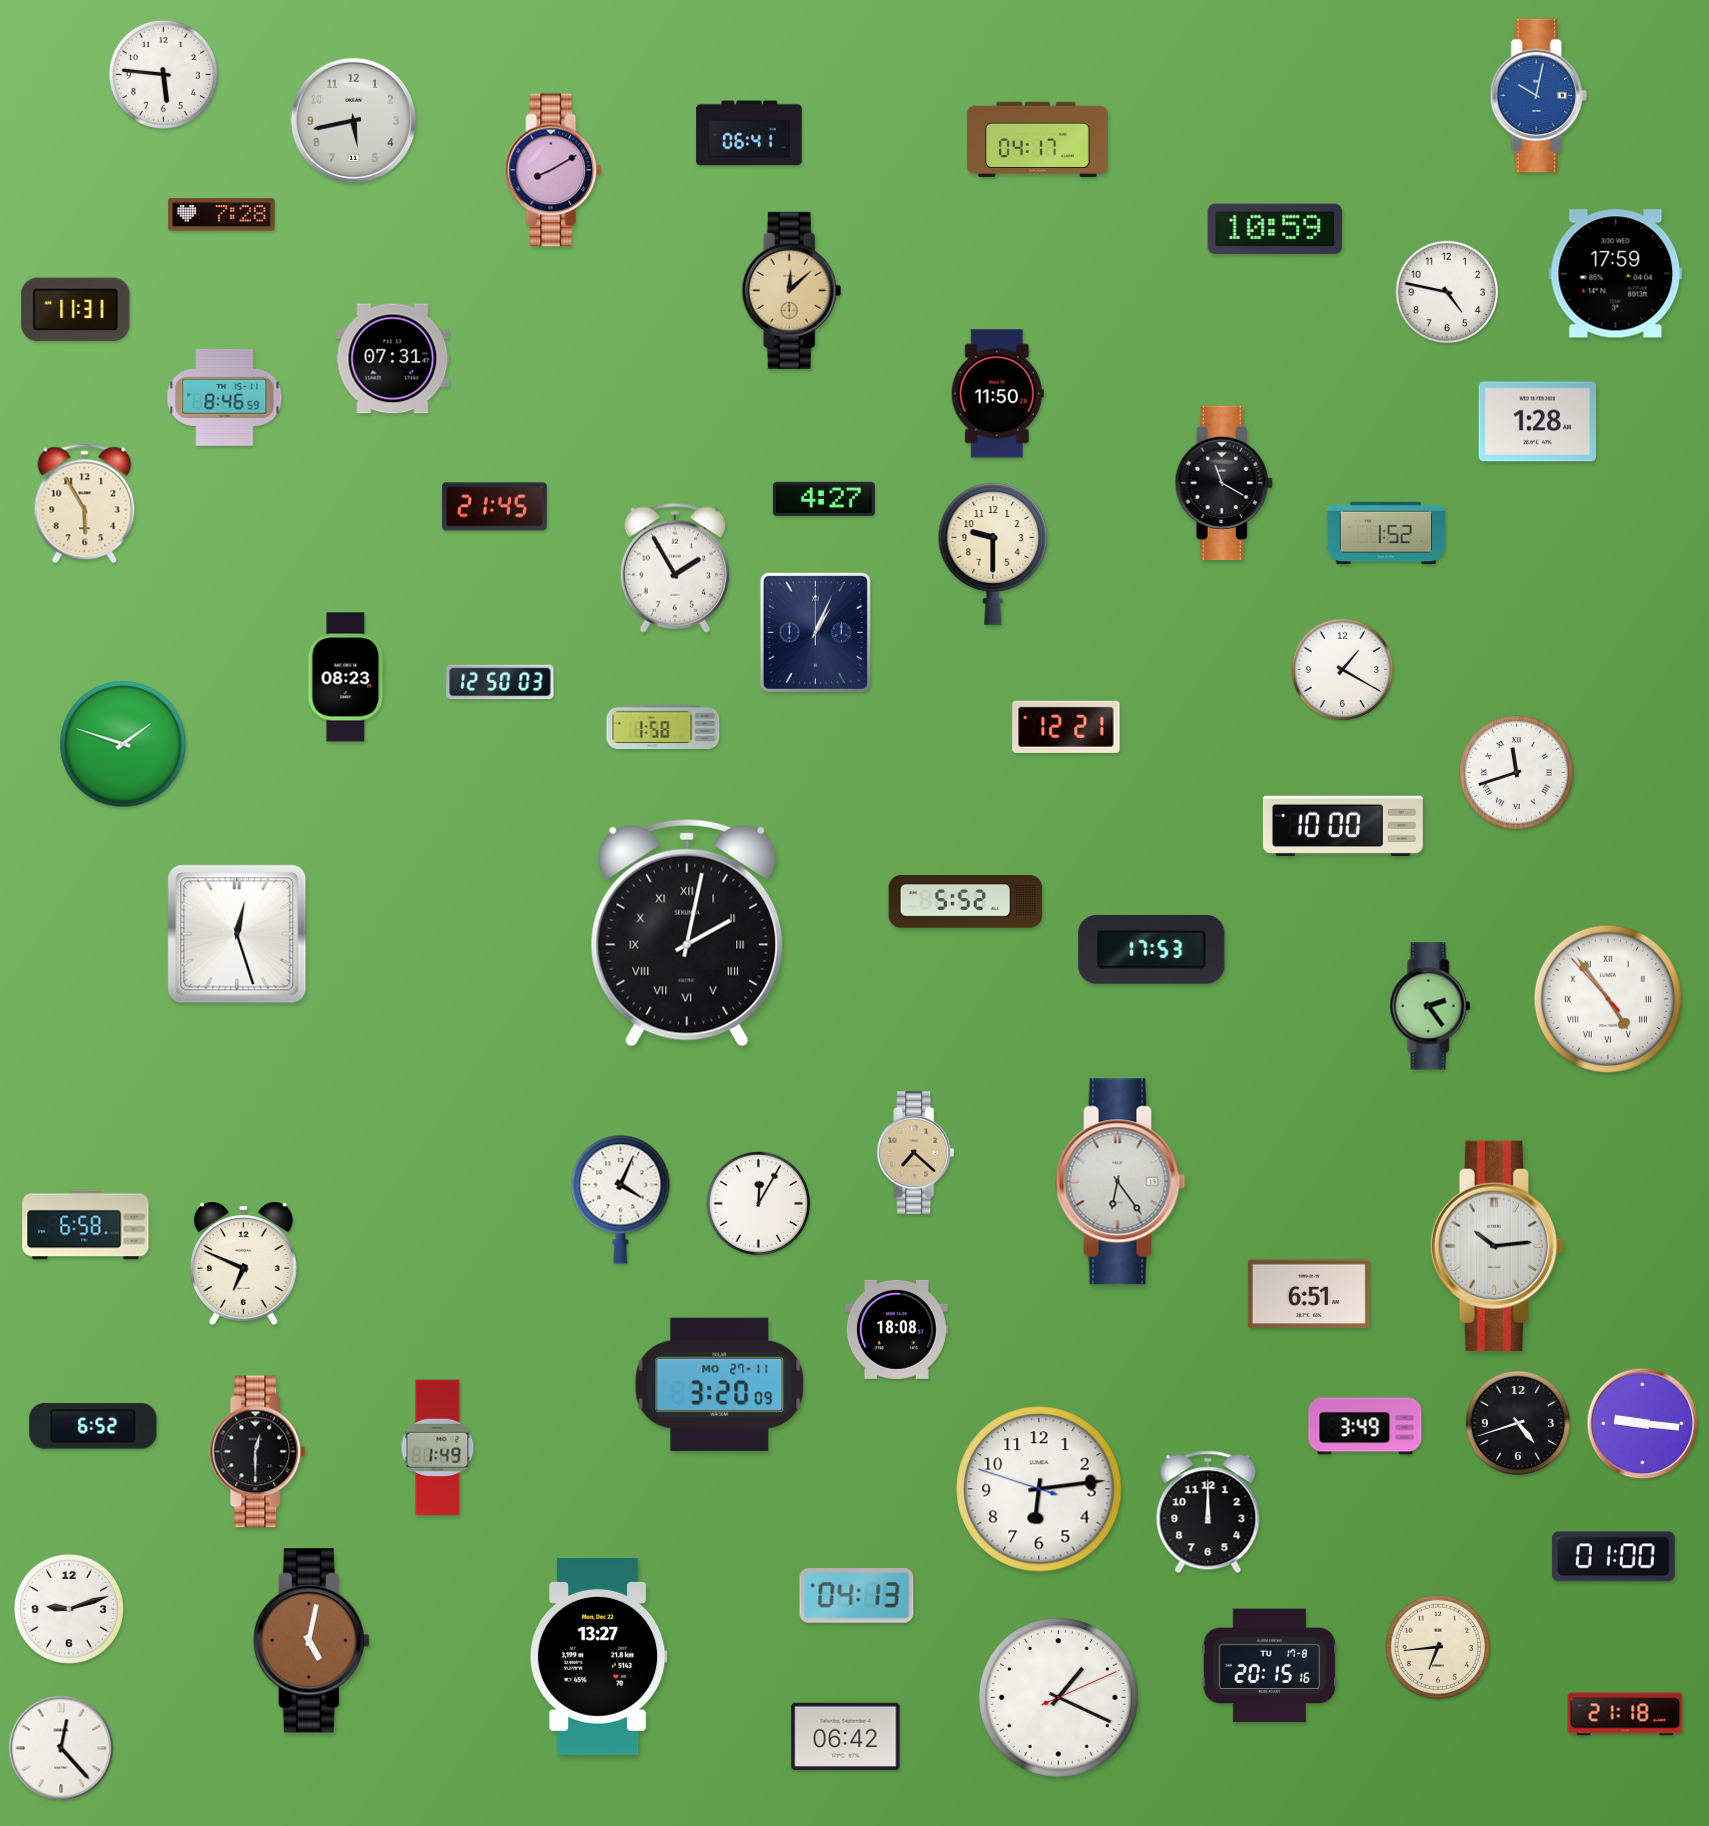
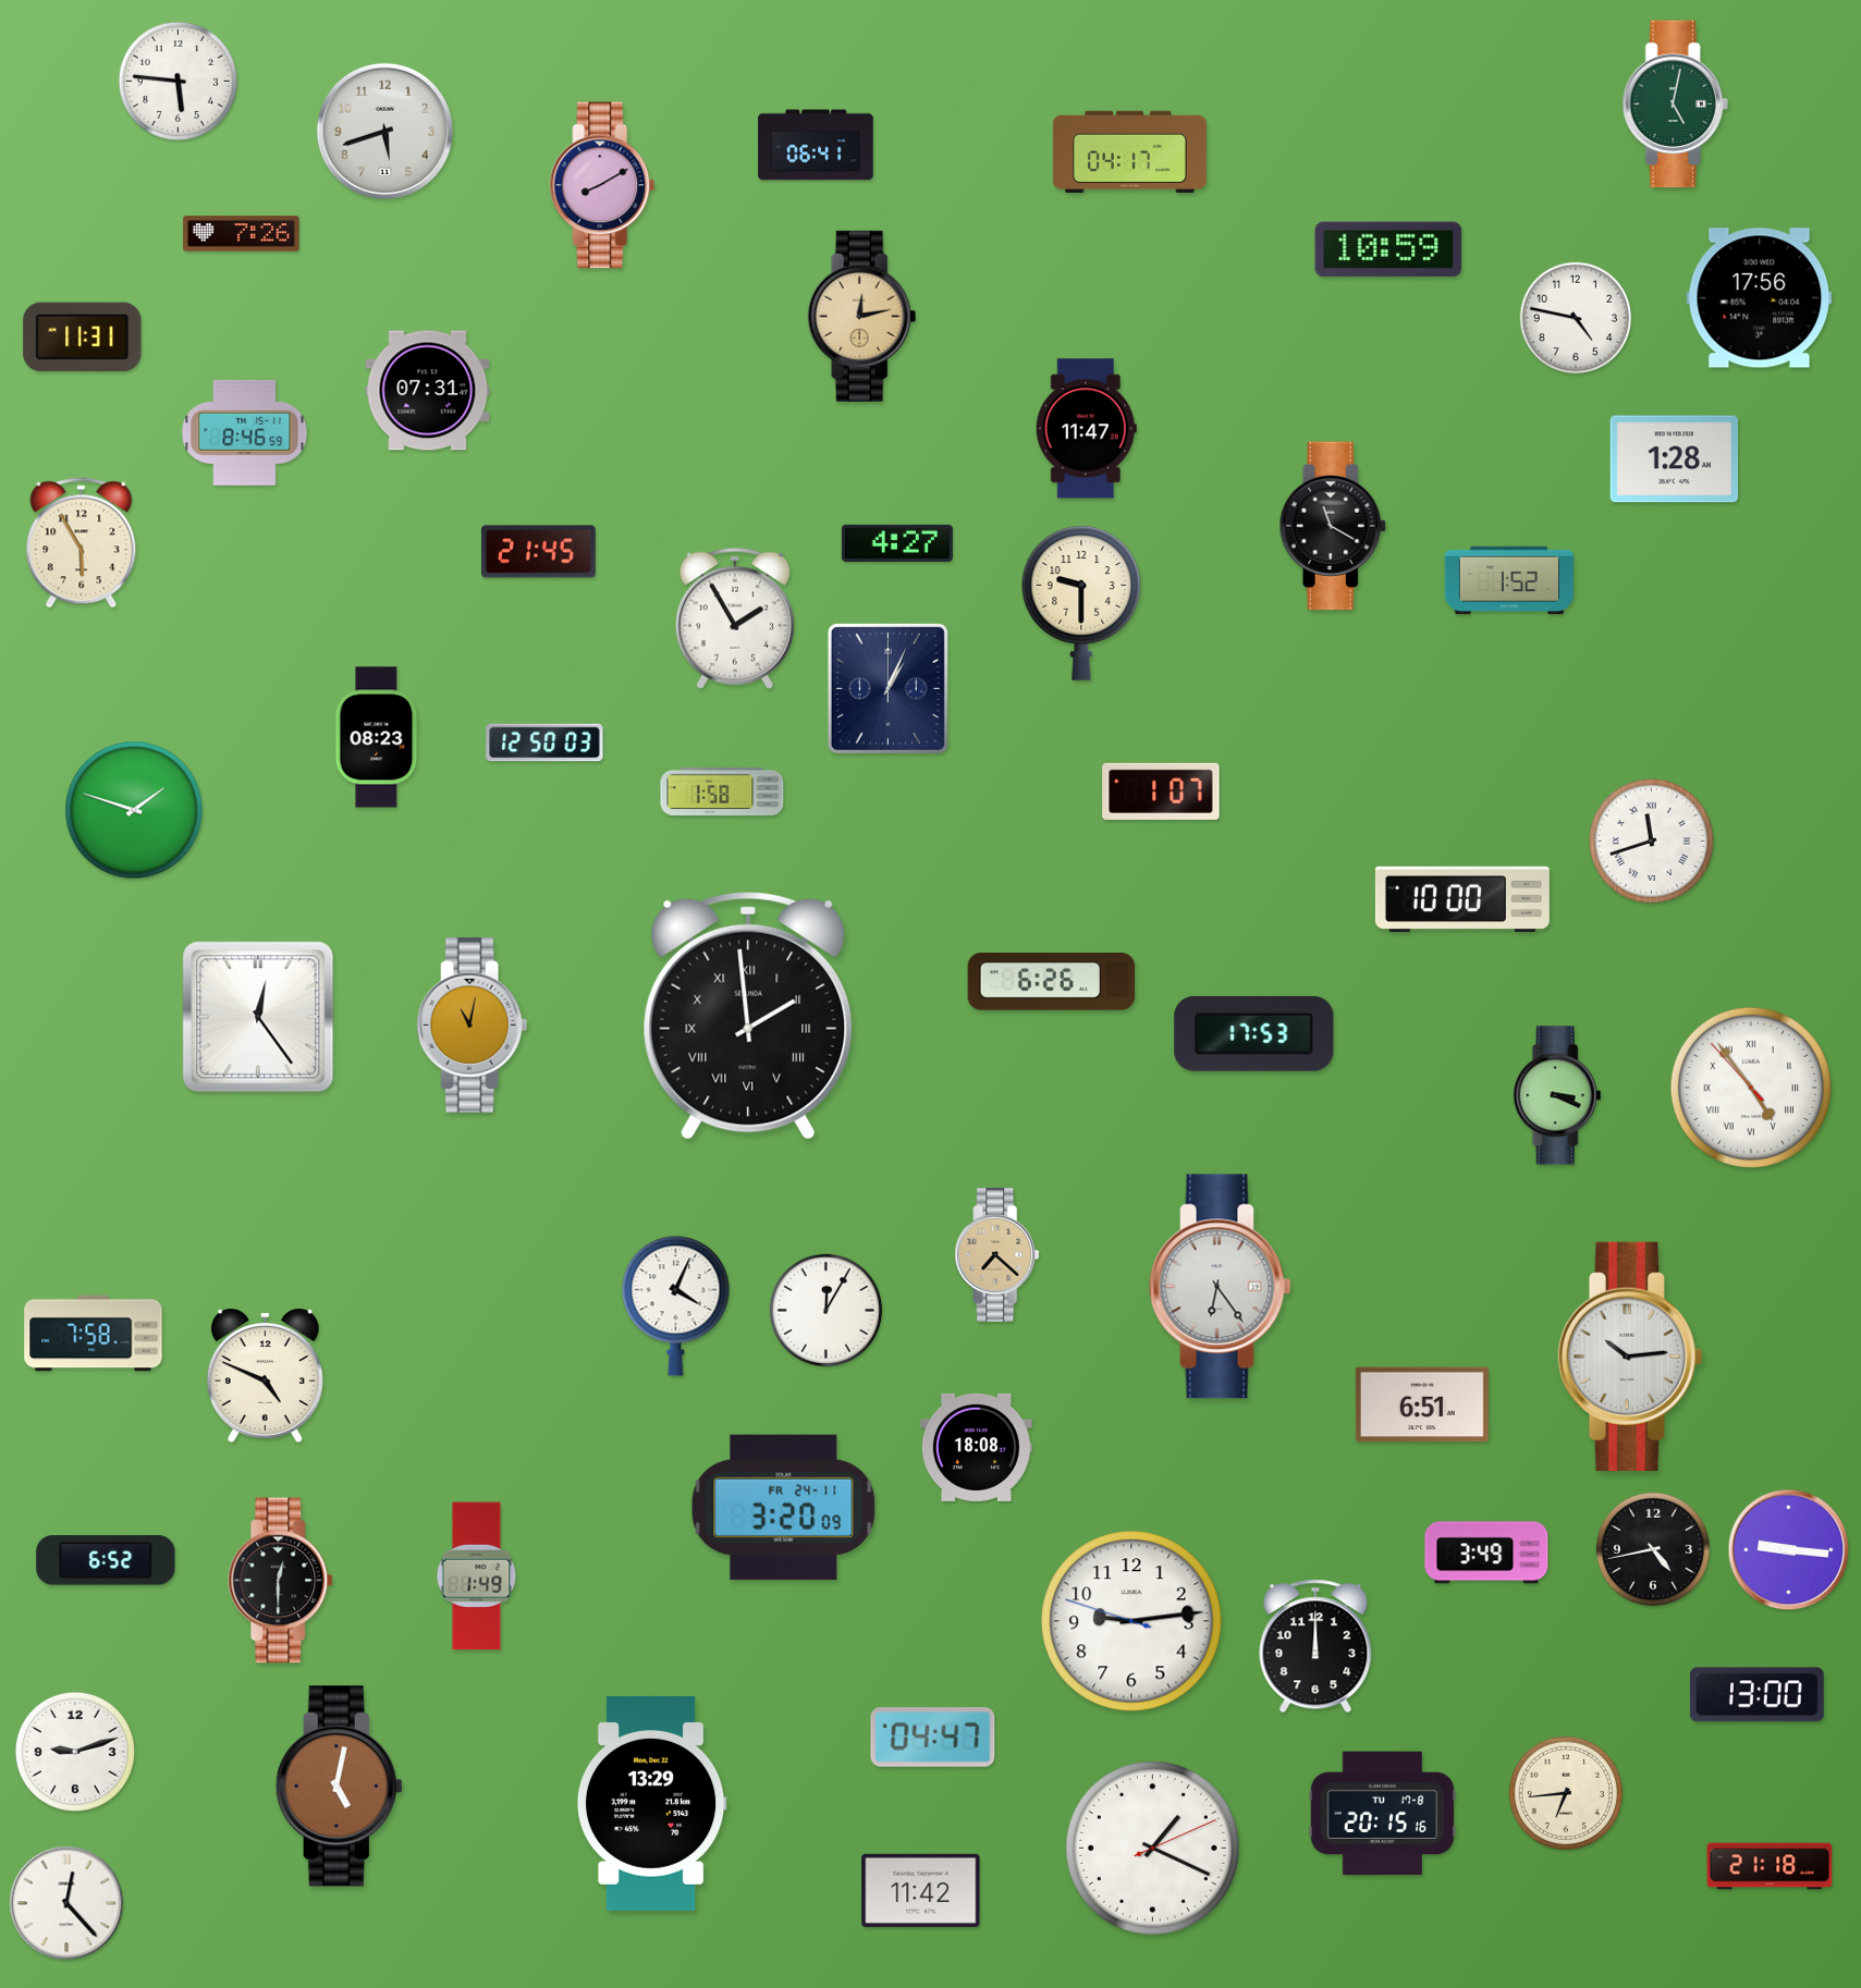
clock at (1538, 96): 10:02 -> 5:02
clock at (1538, 96) dial: blue -> green
clock at (353, 120): 5:43 -> 5:42
clock at (222, 215): 7:28 -> 7:26
clock at (1616, 274): 17:59 -> 17:56
clock at (792, 290): 12:08 -> 12:13
clock at (997, 394): 11:50 -> 11:47
clock at (85, 504) position: (85, 504) -> (82, 543)
clock at (1343, 670): 1:20 -> none
clock at (1066, 727): 12:21 -> 1:07
clock at (966, 902): 5:52 -> 6:26
clock at (687, 933): 2:02 -> 1:59
clock at (237, 934): 12:27 -> 12:24
clock at (473, 1026): none -> 11:02
clock at (1430, 1006): 2:24 -> 3:19
clock at (86, 1225): 6:58 -> 7:58
clock at (243, 1263): 6:49 -> 4:49
clock at (1309, 1294) position: (1309, 1294) -> (1422, 1404)
clock at (720, 1384) date: MO 27-11 -> FR 24-11
clock at (1518, 1423): 4:42 -> 4:43
clock at (93, 1426) position: (93, 1426) -> (106, 1560)
clock at (1039, 1489): 6:13 -> 9:13
clock at (1613, 1557): 01:00 -> 13:00
clock at (857, 1596): 04:13 -> 04:47
clock at (598, 1656): 13:27 -> 13:29
clock at (846, 1736): 06:42 -> 11:42
